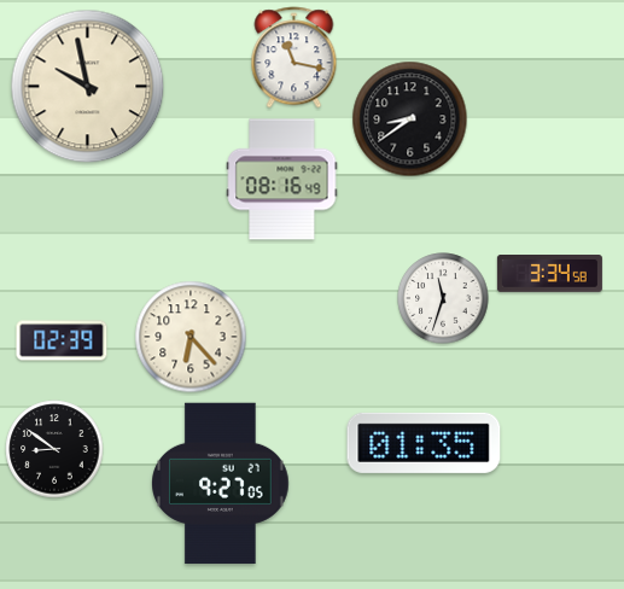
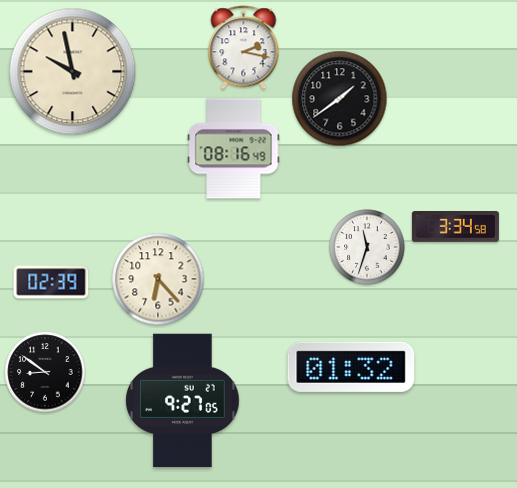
clock at (294, 58): 11:17 -> 2:17
clock at (410, 119): 8:39 -> 1:39
clock at (424, 443): 01:35 -> 01:32
